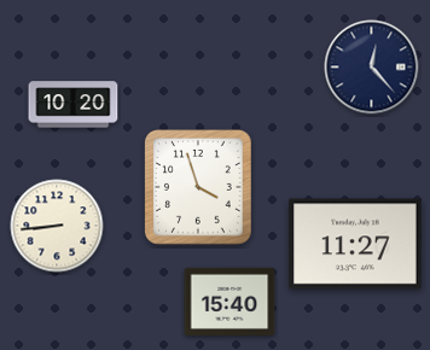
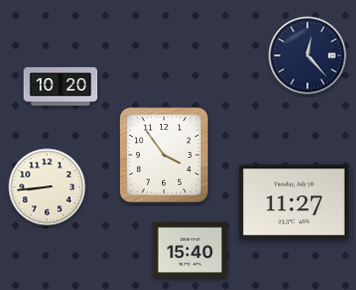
clock at (199, 187): 3:57 -> 3:54
